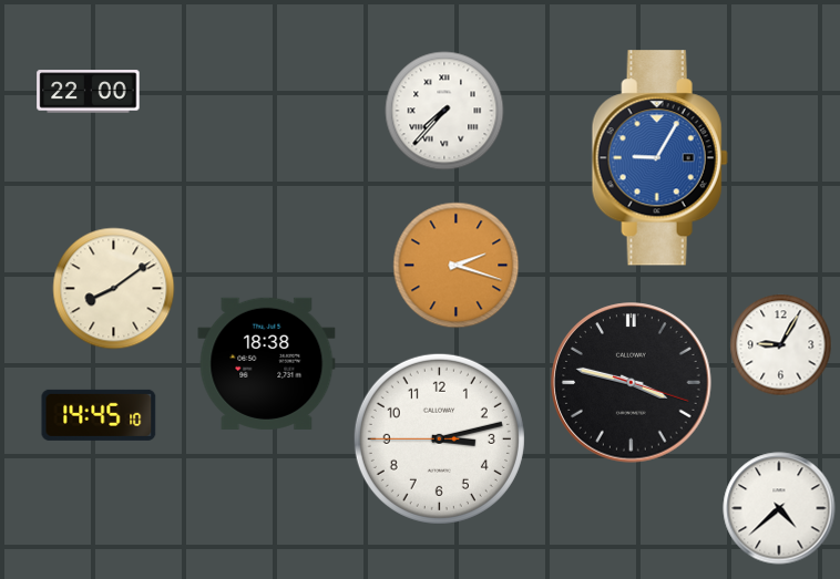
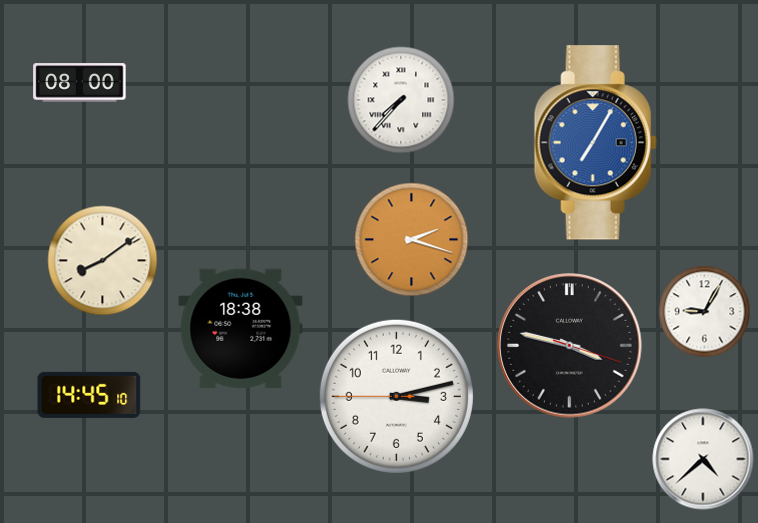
clock at (89, 92): 22:00 -> 08:00
clock at (659, 158): 9:05 -> 7:05
clock at (99, 415) position: (99, 415) -> (89, 395)
